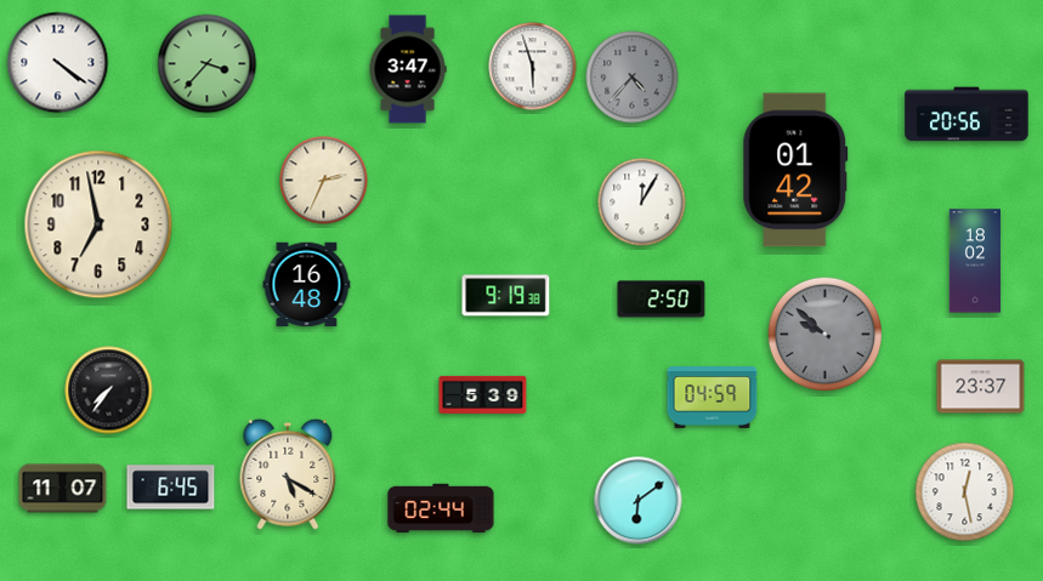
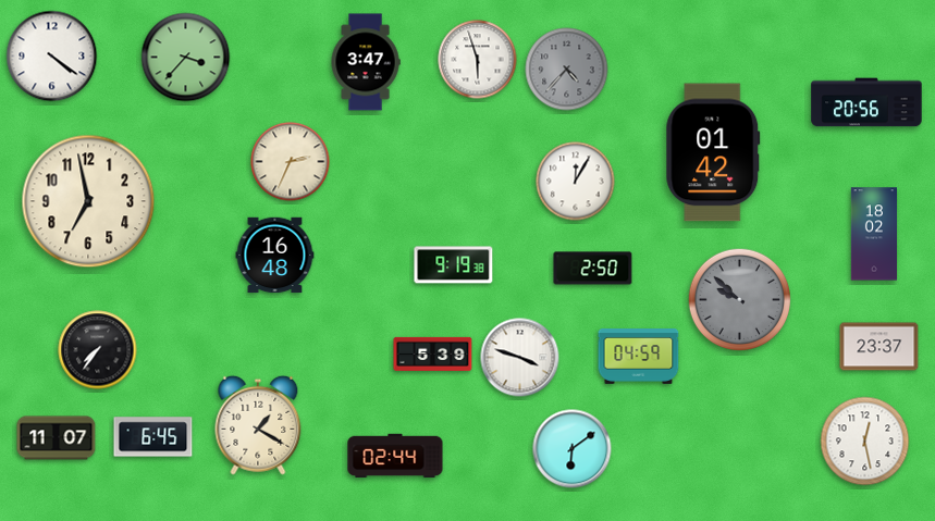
clock at (520, 358): none -> 3:48
clock at (288, 474): 5:20 -> 1:20
